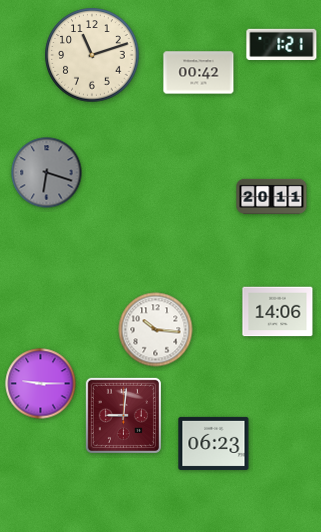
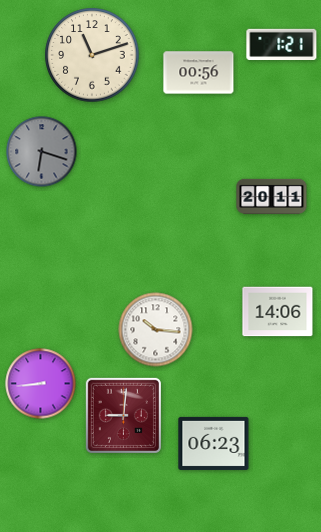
clock at (199, 73): 00:42 -> 00:56
clock at (47, 173) position: (47, 173) -> (42, 152)
clock at (41, 384): 9:15 -> 8:44
